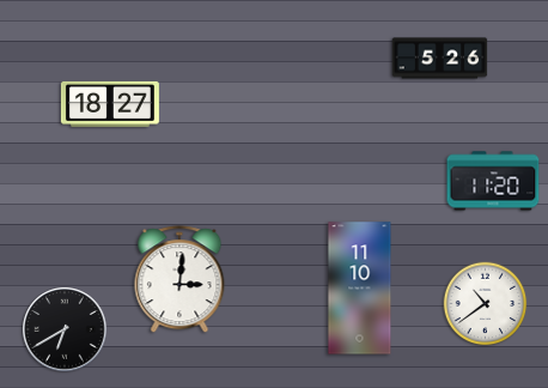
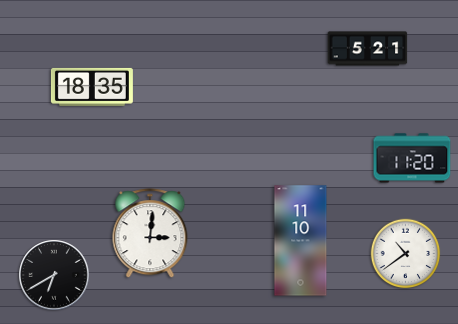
clock at (440, 59): 5:26 -> 5:21
clock at (110, 104): 18:27 -> 18:35
clock at (493, 181) position: (493, 181) -> (412, 158)
